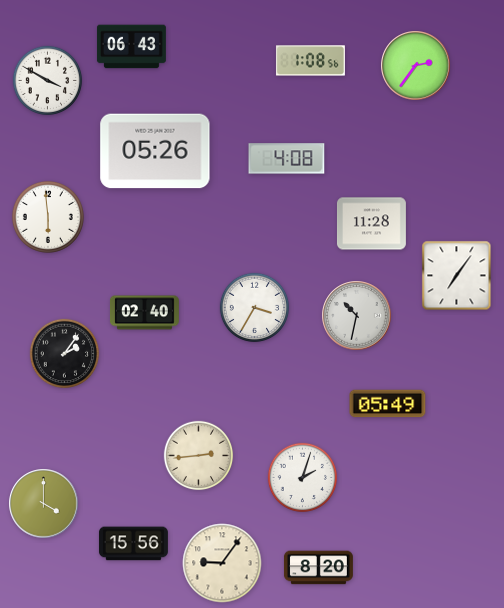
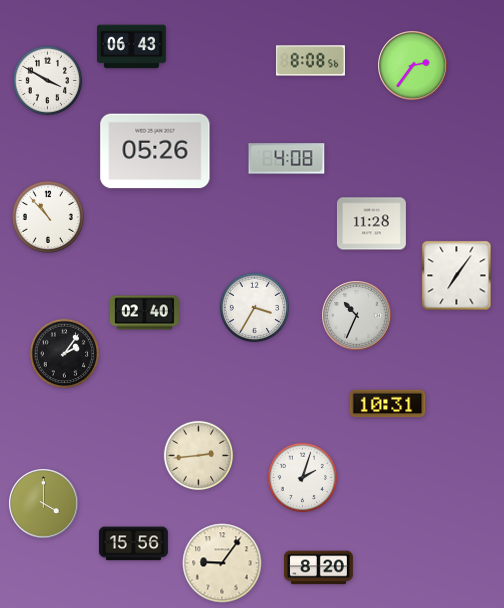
clock at (310, 61): 1:08 -> 8:08
clock at (416, 66) position: (416, 66) -> (413, 66)
clock at (48, 217): 5:59 -> 10:53
clock at (357, 316): 10:32 -> 10:34
clock at (388, 404): 05:49 -> 10:31
